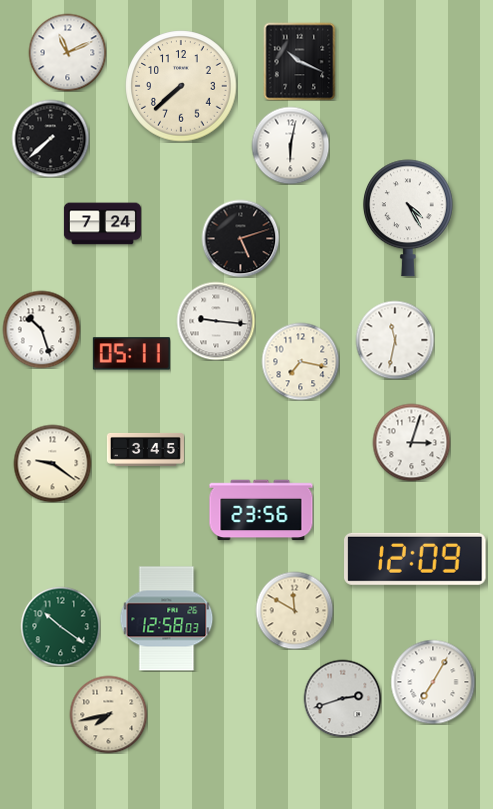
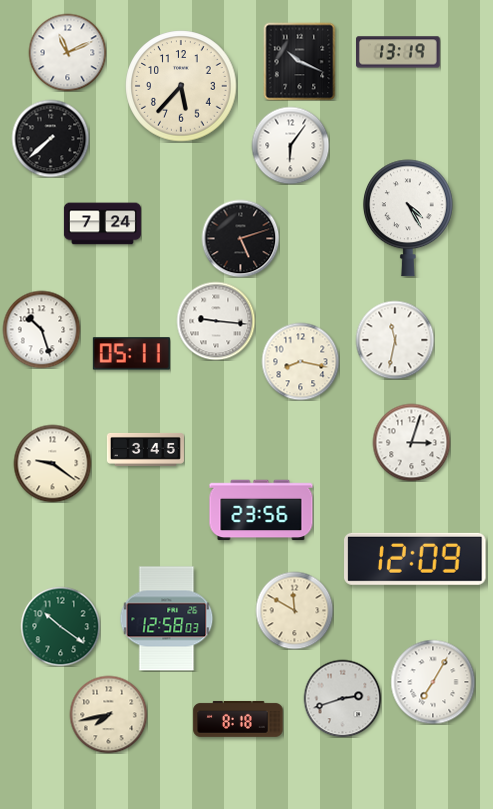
clock at (398, 52): none -> 13:19
clock at (181, 86): 7:38 -> 5:37
clock at (290, 145): 6:02 -> 6:06
clock at (300, 361): 7:17 -> 8:17
clock at (238, 719): none -> 8:18
